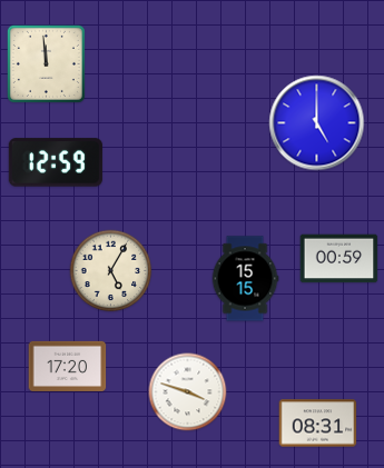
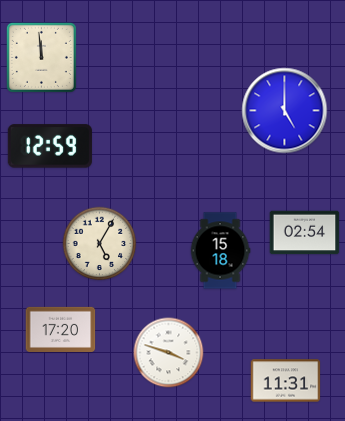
clock at (339, 259): 00:59 -> 02:54
clock at (245, 279): 15:15 -> 15:18
clock at (318, 424): 08:31 -> 11:31
